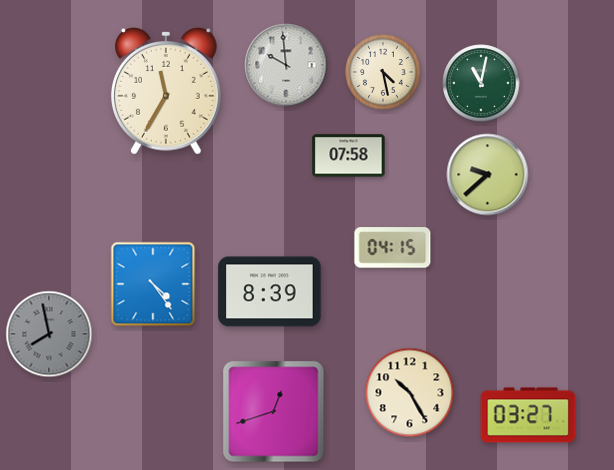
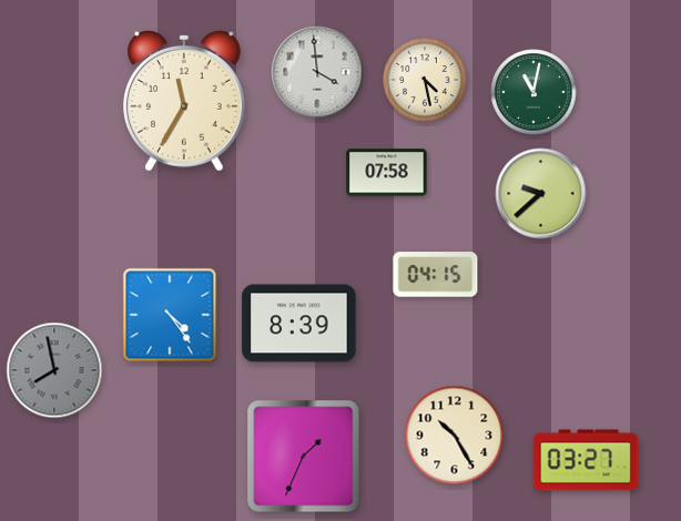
clock at (286, 65): 9:59 -> 3:59
clock at (274, 412): 12:42 -> 1:34
